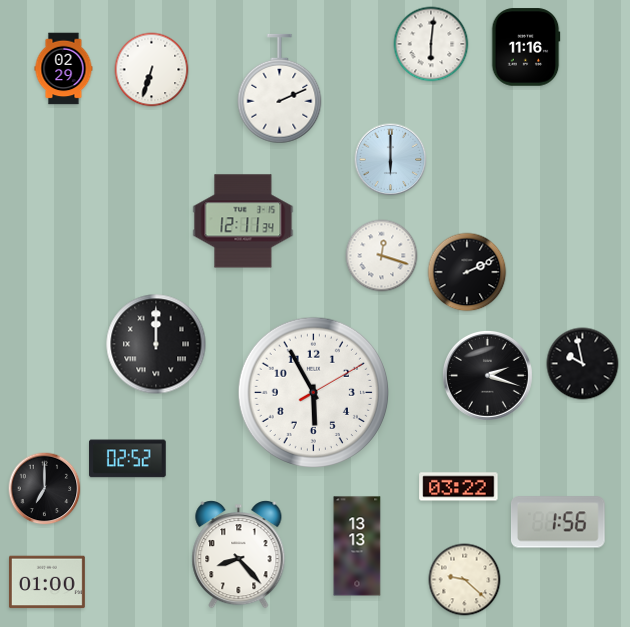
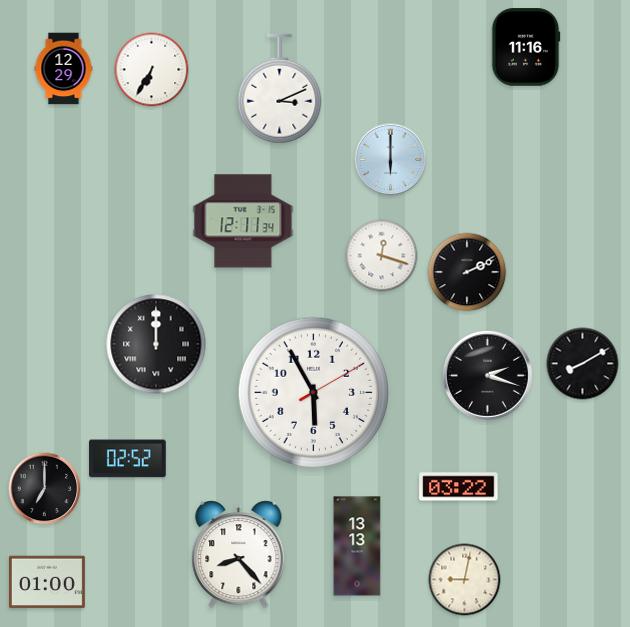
clock at (431, 44): 6:01 -> none
clock at (64, 69): 02:29 -> 12:29
clock at (152, 70): 6:33 -> 6:35
clock at (280, 89): 2:11 -> 3:11
clock at (583, 364): 9:58 -> 8:10
clock at (558, 522): 1:56 -> none
clock at (465, 580): 9:22 -> 9:02
